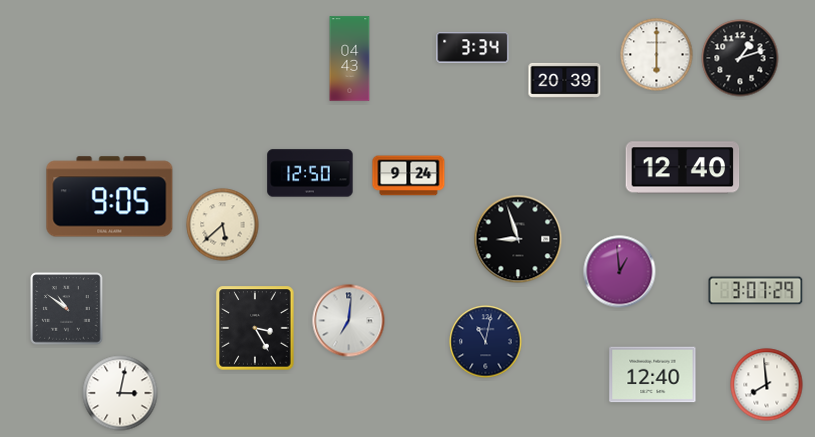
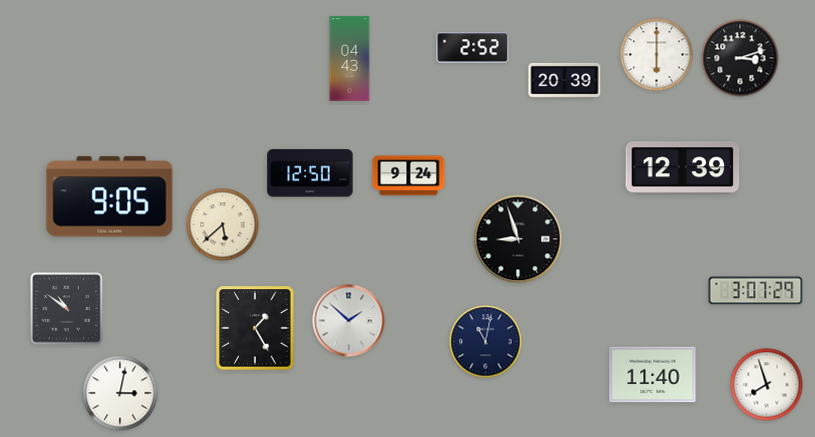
clock at (473, 48): 3:34 -> 2:52
clock at (740, 58): 1:12 -> 3:12
clock at (683, 168): 12:40 -> 12:39
clock at (620, 272): 12:59 -> none
clock at (349, 321): 7:01 -> 1:52
clock at (255, 328): 3:25 -> 1:25
clock at (653, 375): 12:40 -> 11:40
clock at (767, 385): 7:59 -> 7:57
